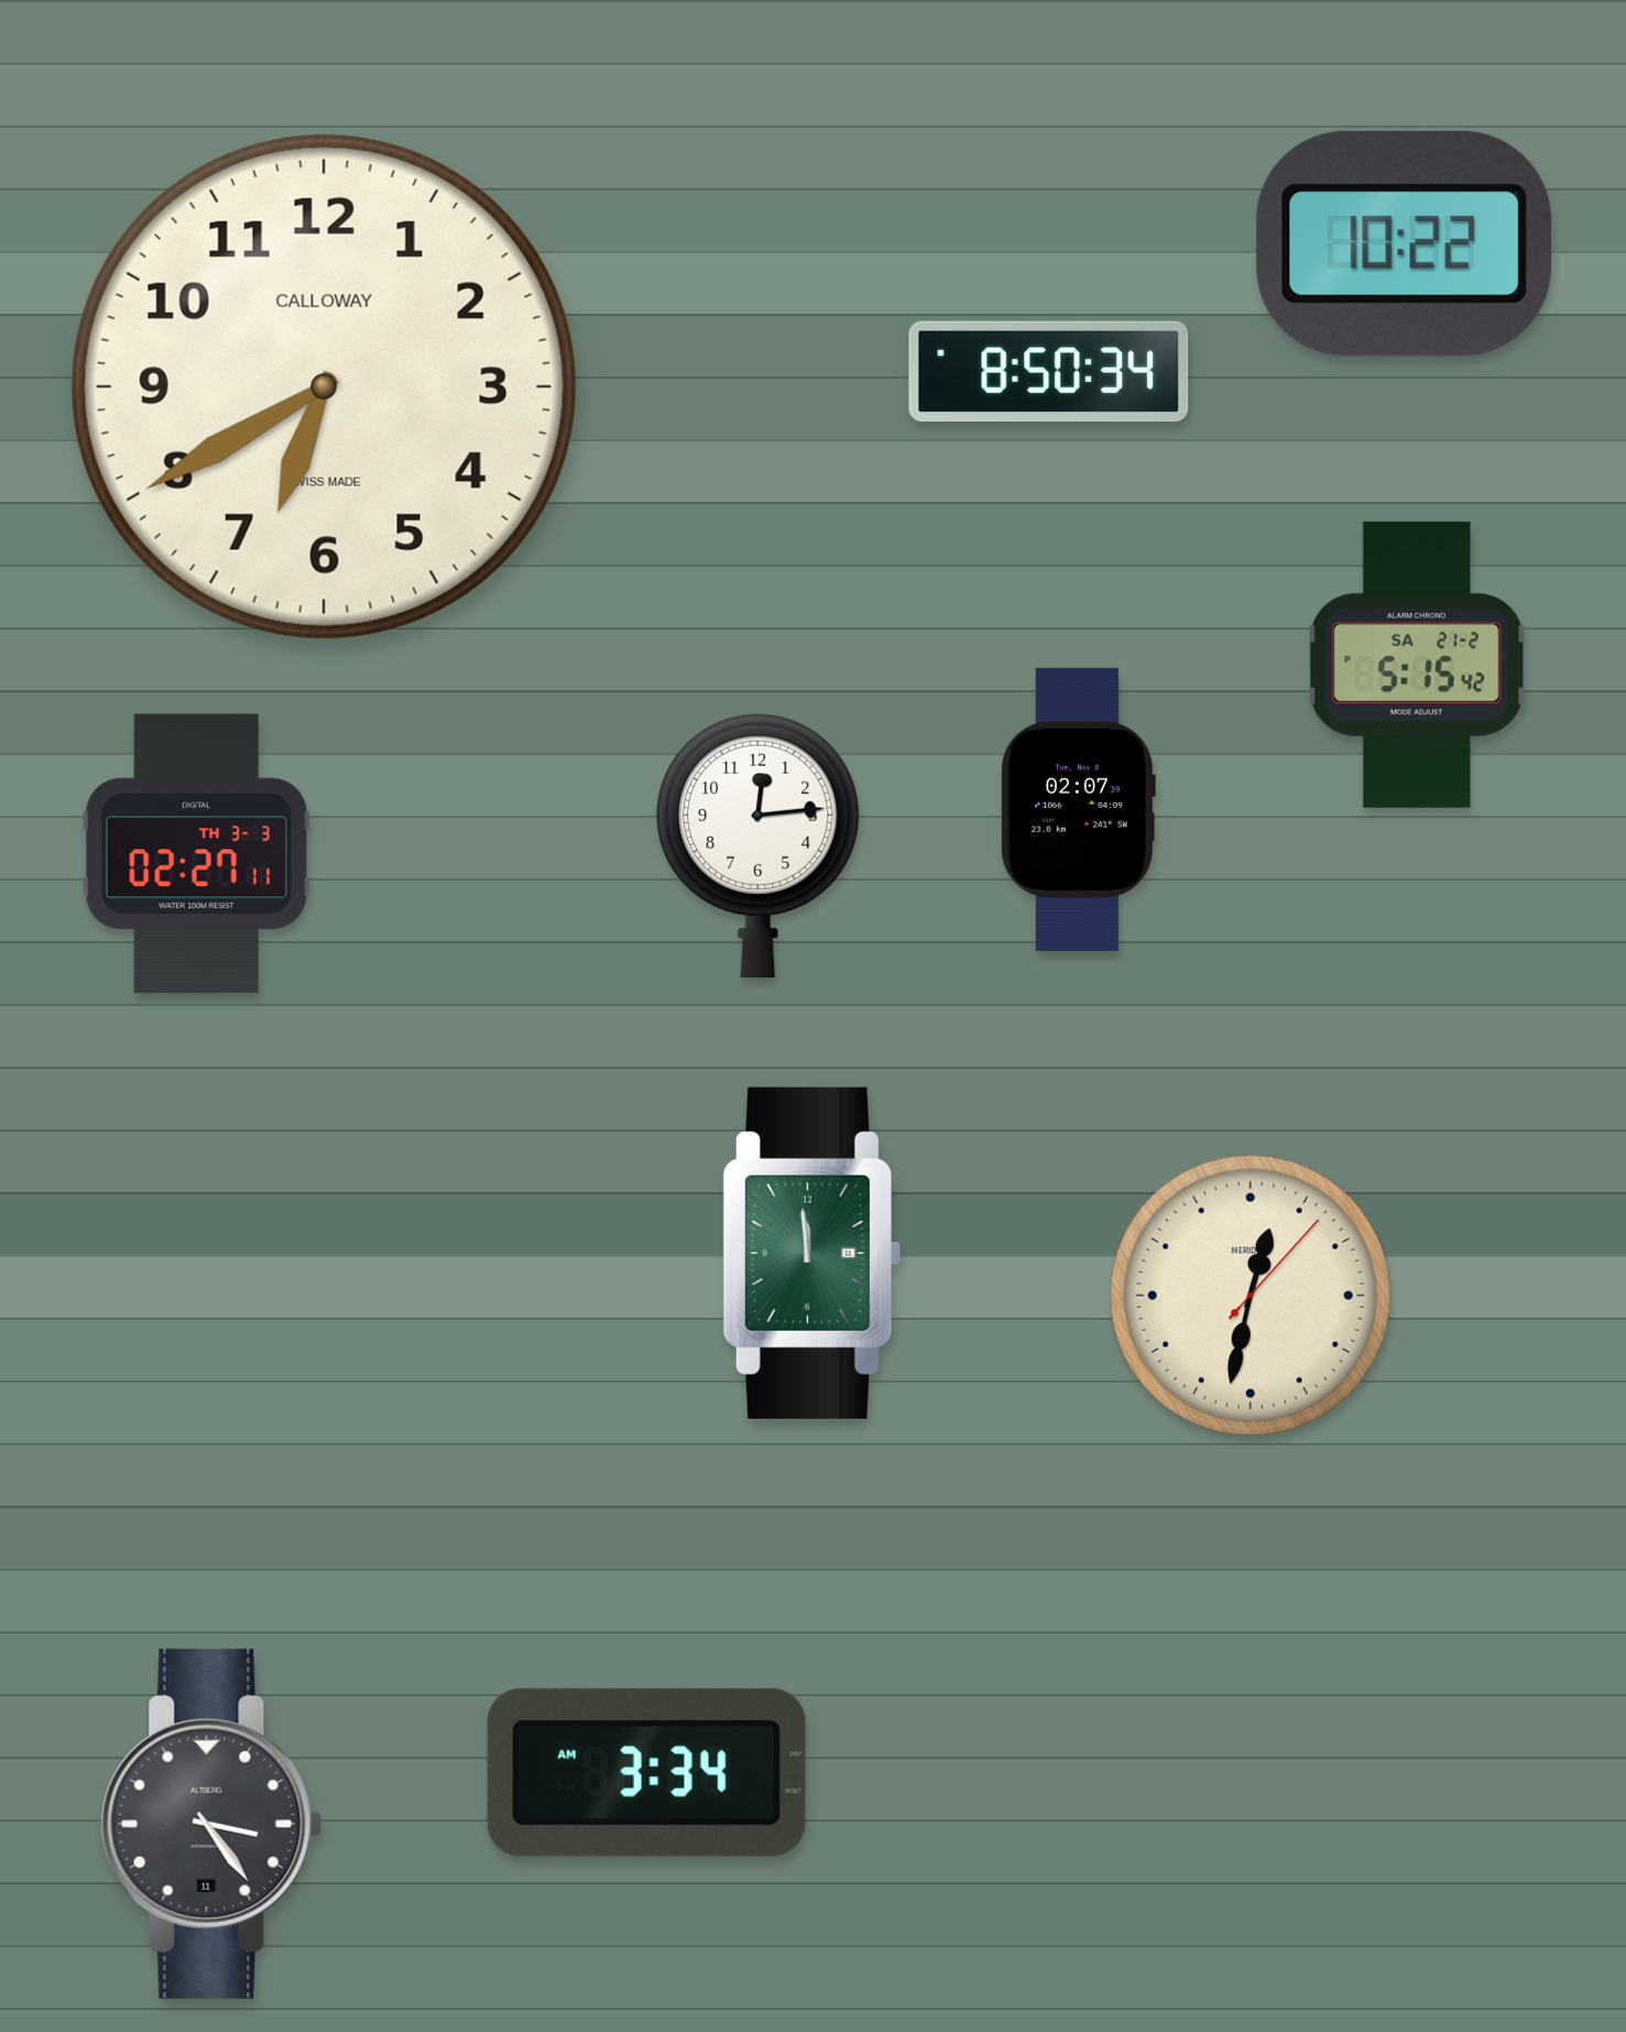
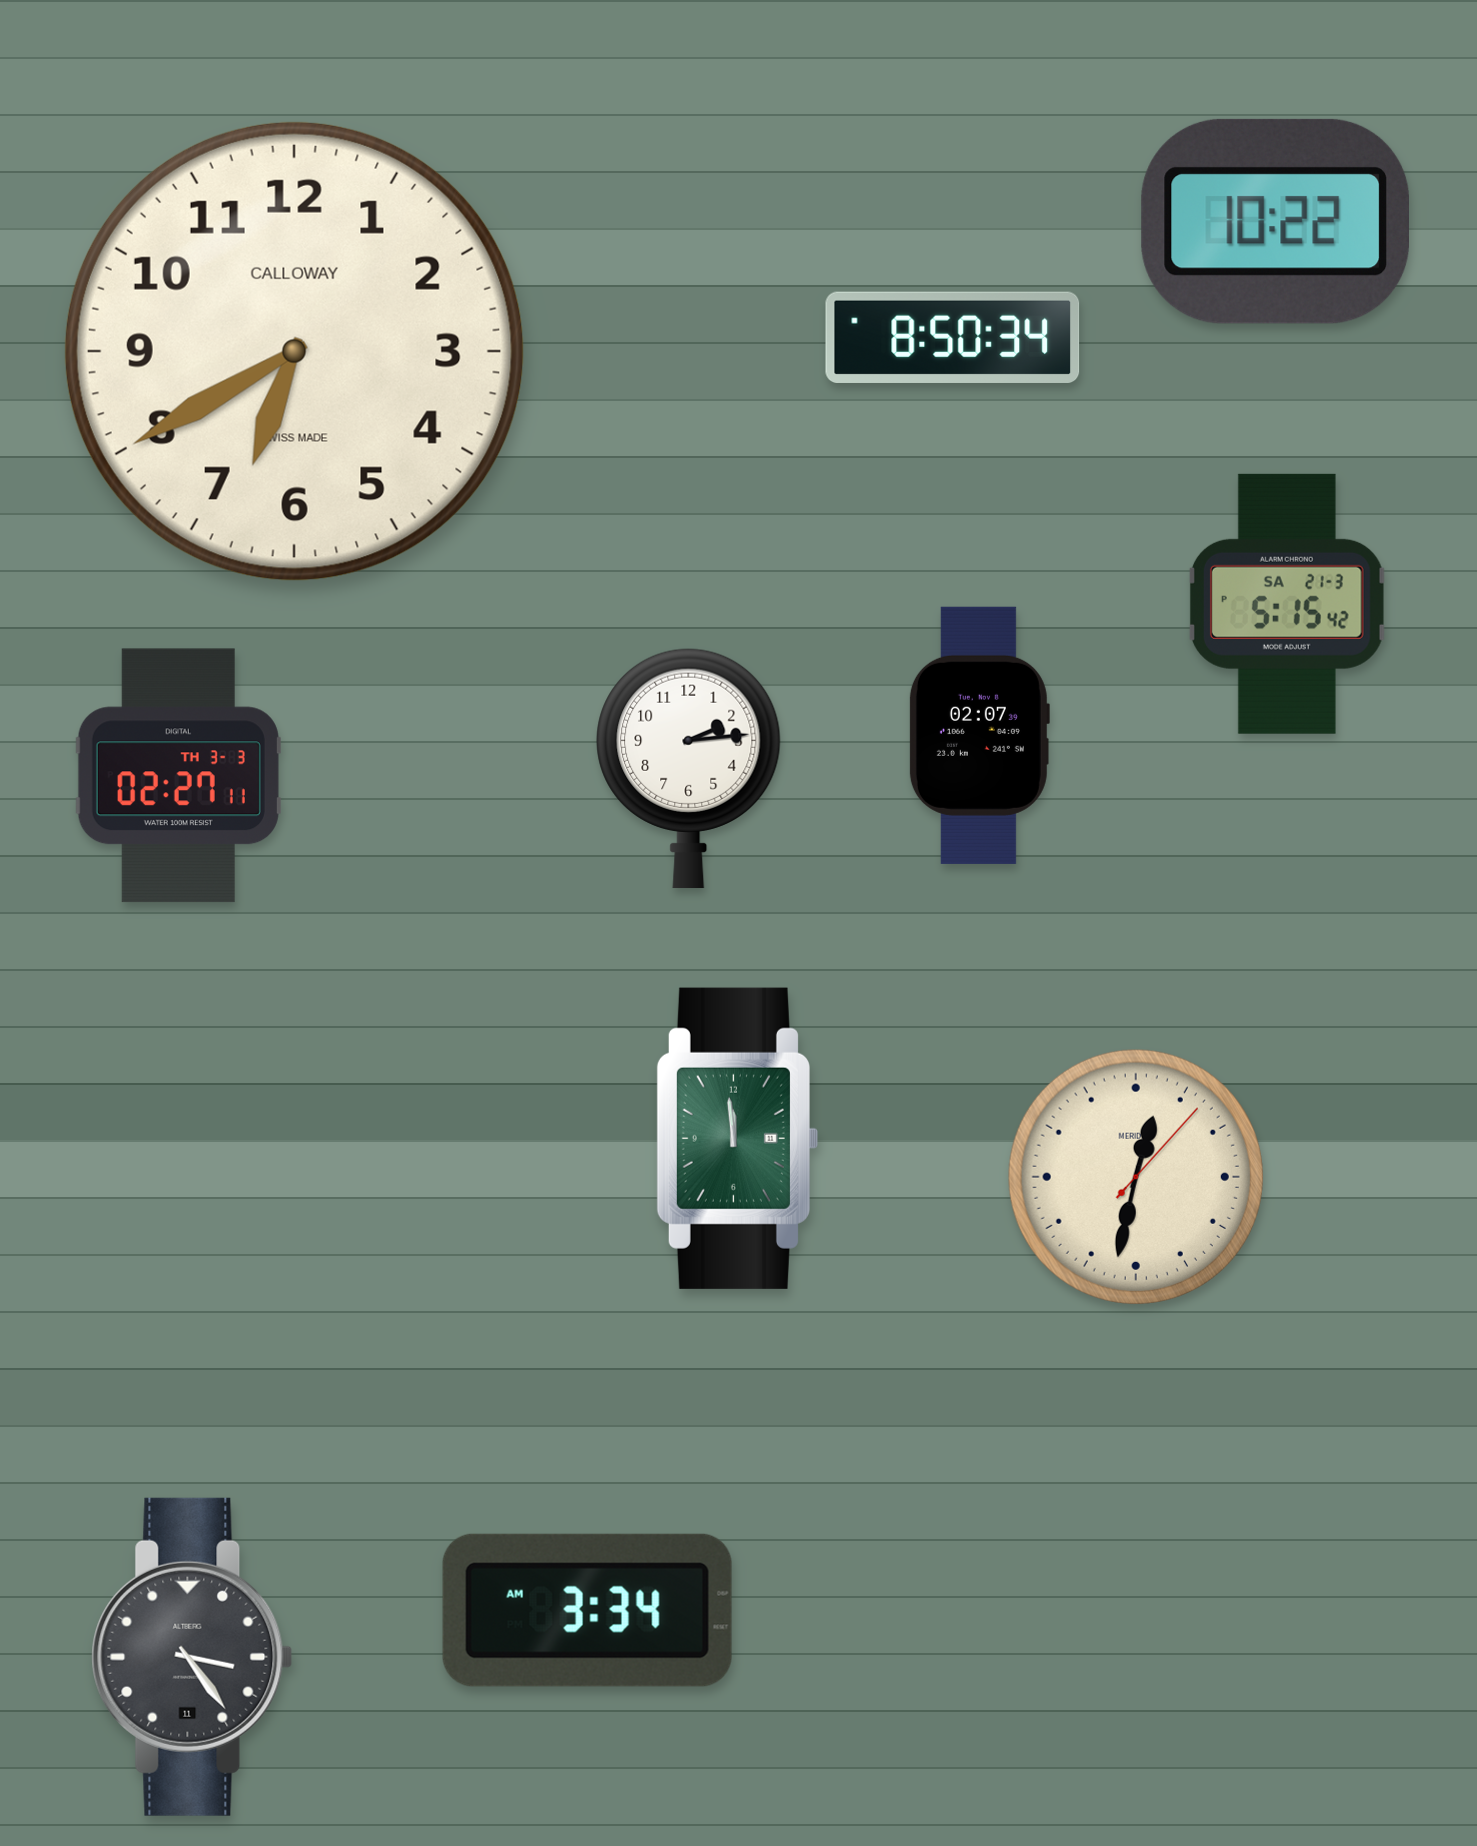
clock at (1417, 665) date: SA 21-2 -> SA 21-3
clock at (759, 845): 12:14 -> 2:14
